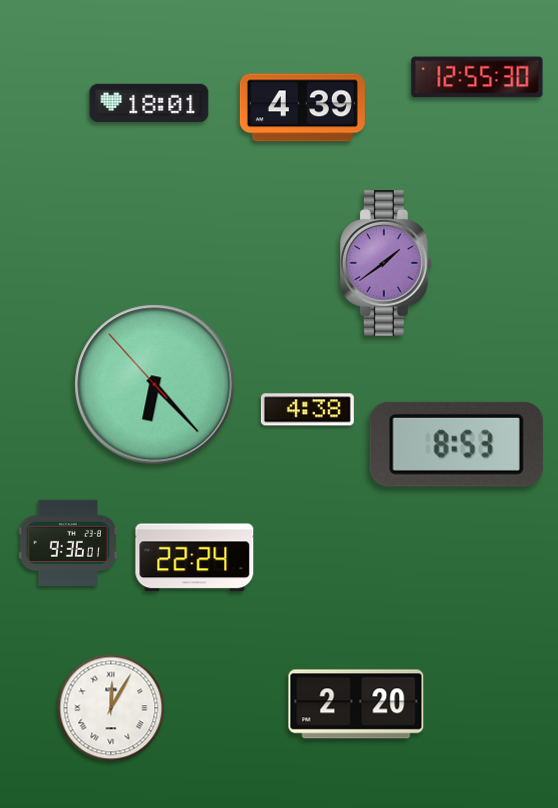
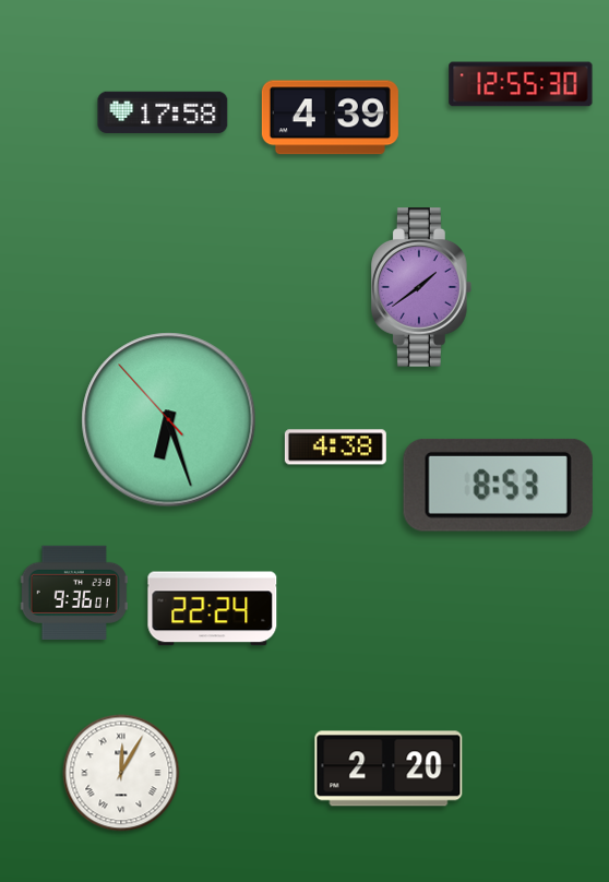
clock at (149, 103): 18:01 -> 17:58
clock at (155, 385): 6:22 -> 6:26
